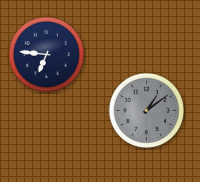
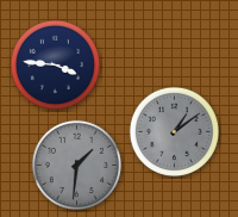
clock at (46, 54): 6:46 -> 3:46
clock at (76, 165): none -> 1:31
